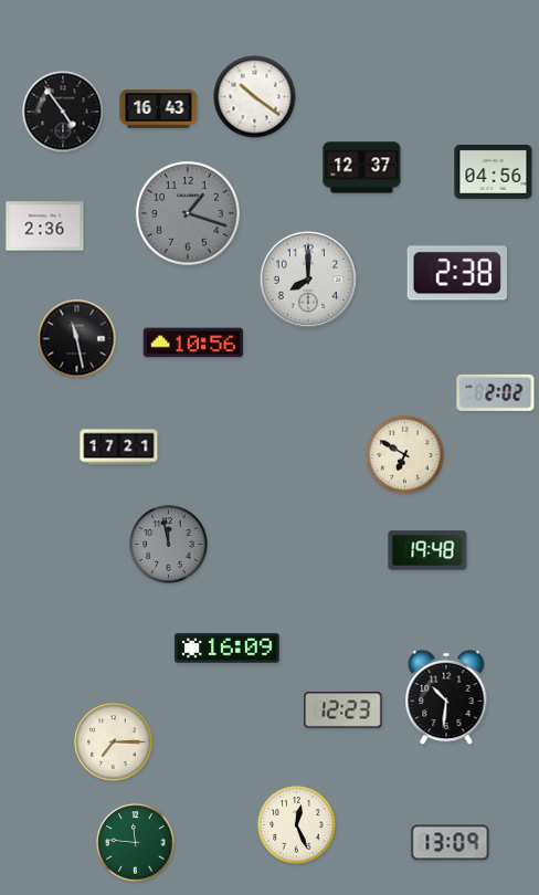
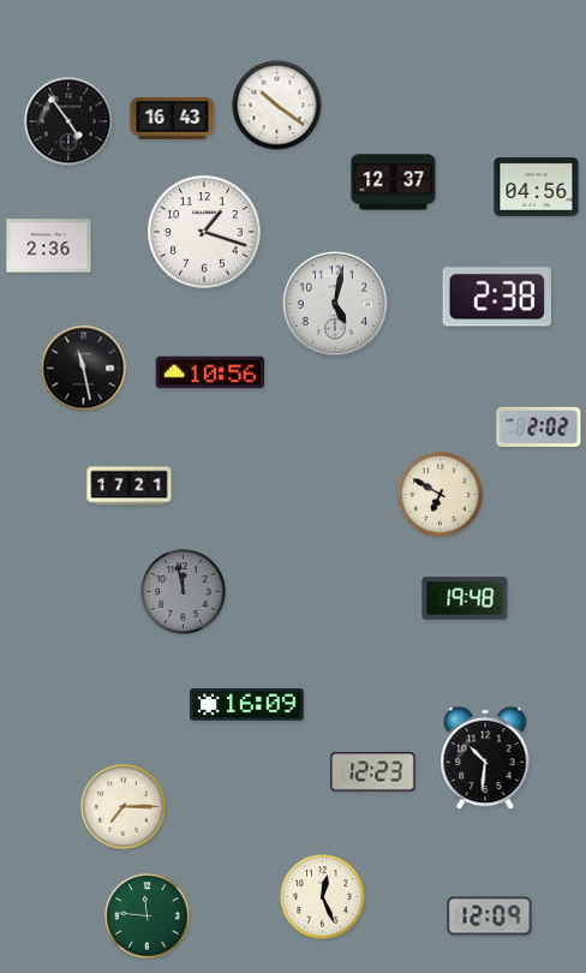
clock at (188, 213) dial: grey -> white
clock at (307, 278): 8:00 -> 5:02
clock at (451, 843): 13:09 -> 12:09
